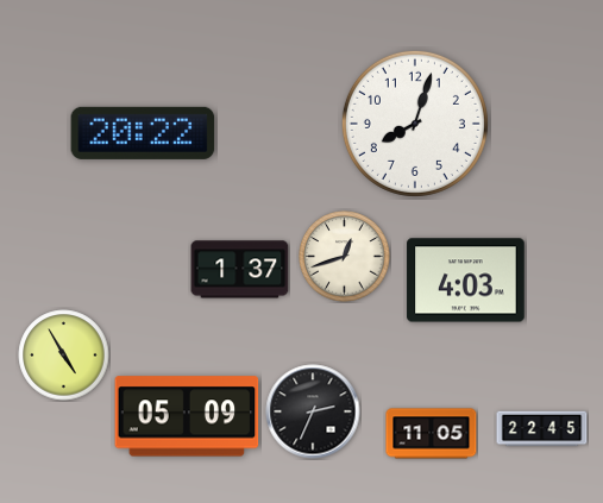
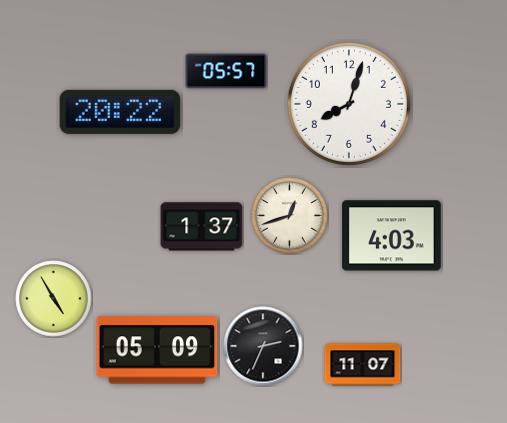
clock at (226, 71): none -> 05:57
clock at (542, 429): 22:45 -> none
clock at (432, 434): 11:05 -> 11:07
